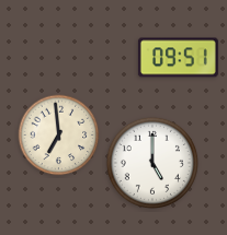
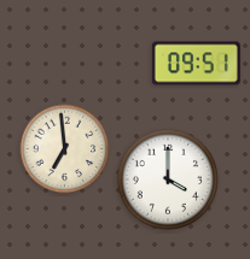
clock at (152, 163): 5:00 -> 4:00
